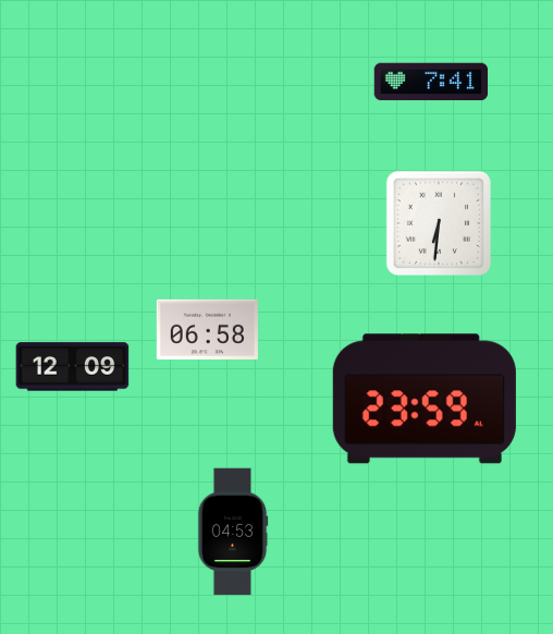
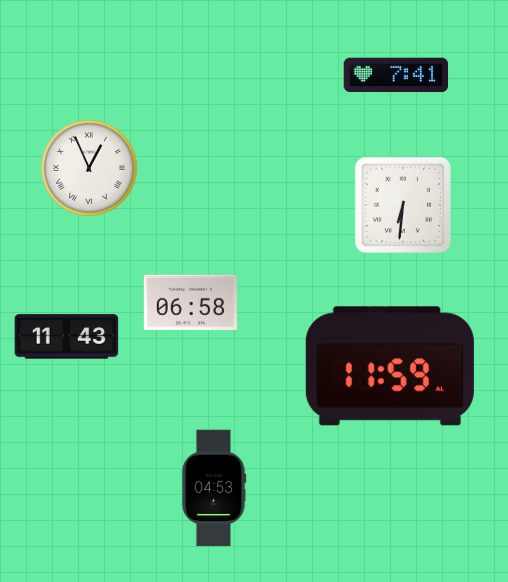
clock at (89, 168): none -> 12:56
clock at (73, 367): 12:09 -> 11:43
clock at (425, 399): 23:59 -> 11:59
